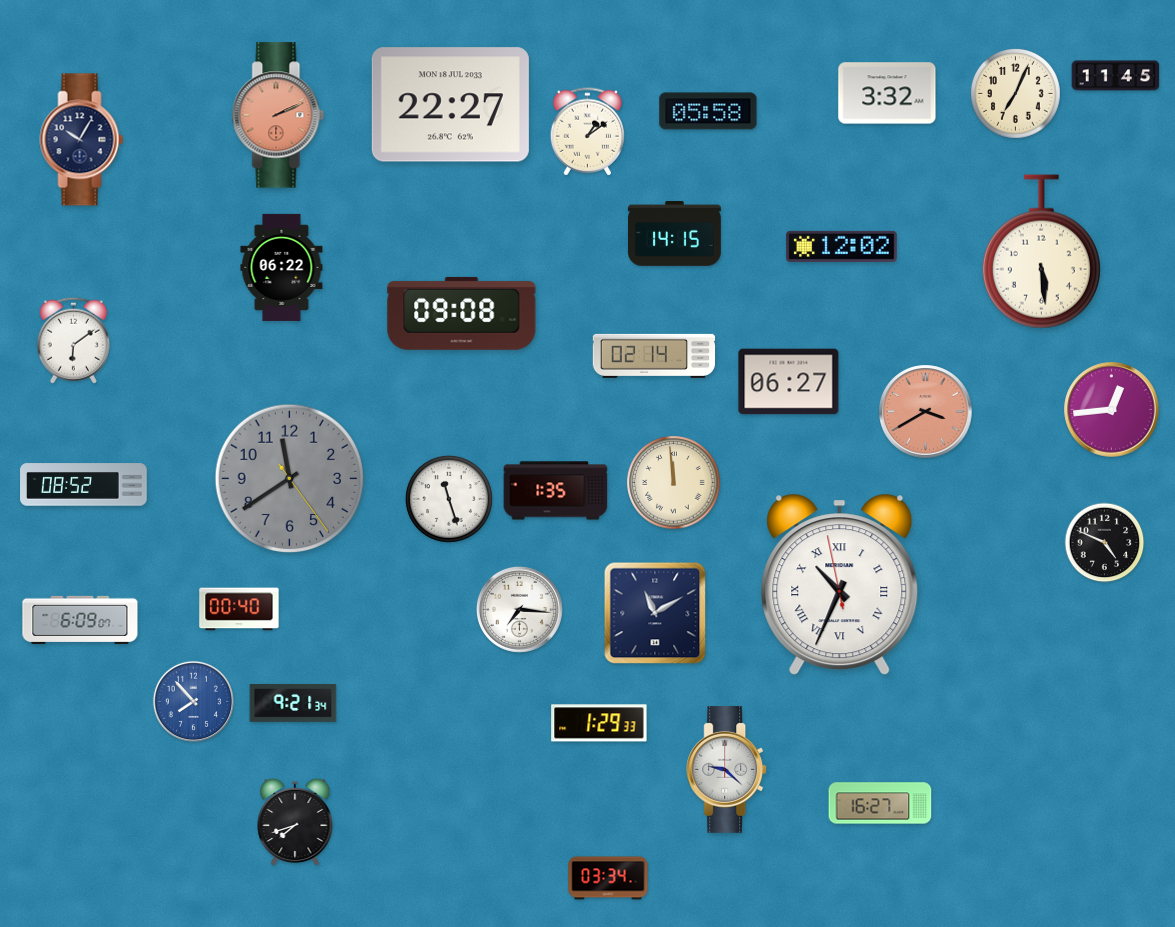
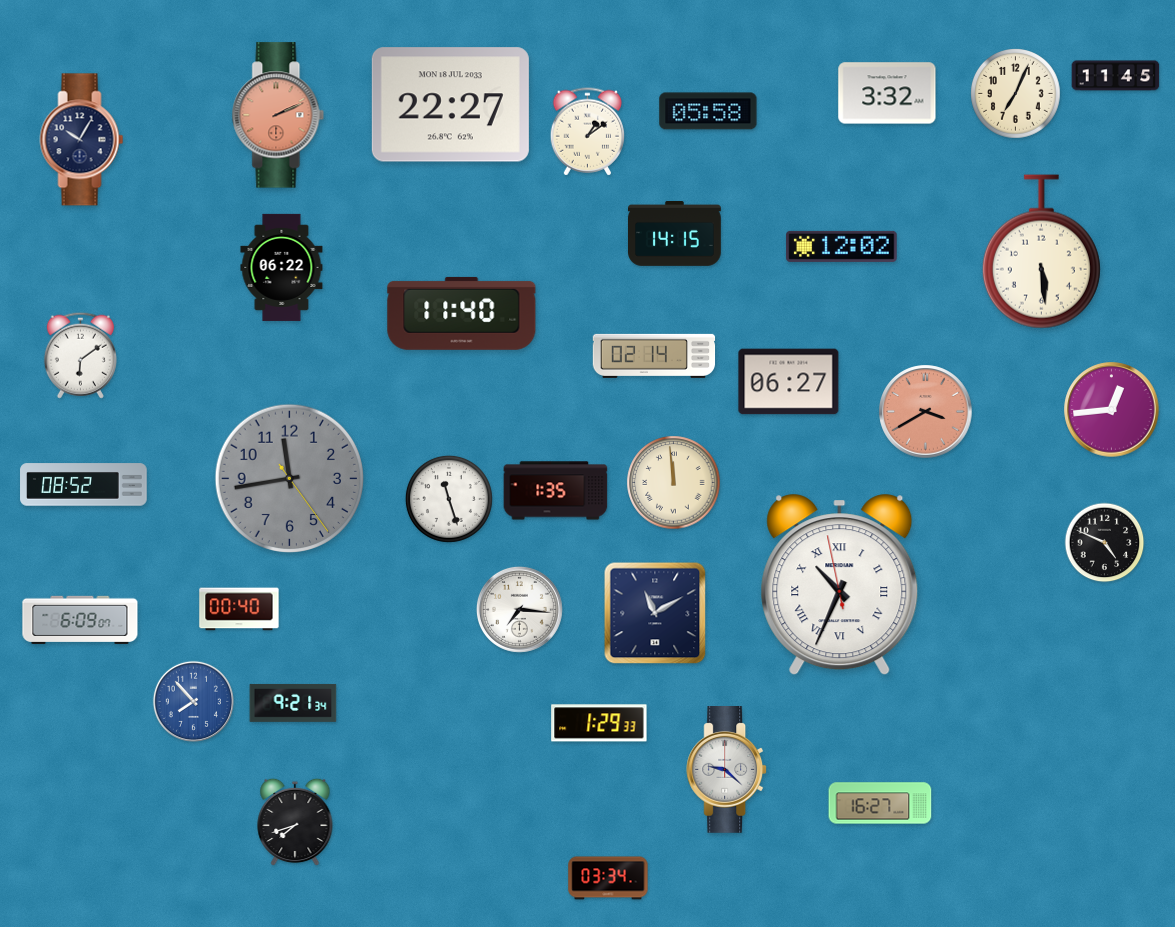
clock at (462, 313): 09:08 -> 11:40
clock at (73, 340) position: (73, 340) -> (80, 355)
clock at (290, 479): 11:39 -> 11:43
